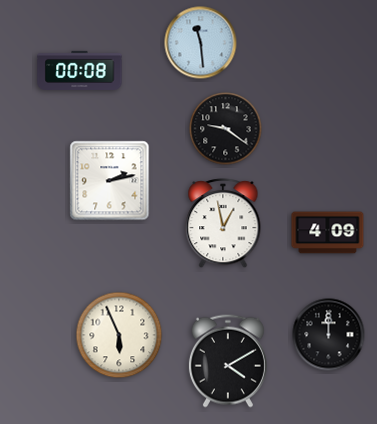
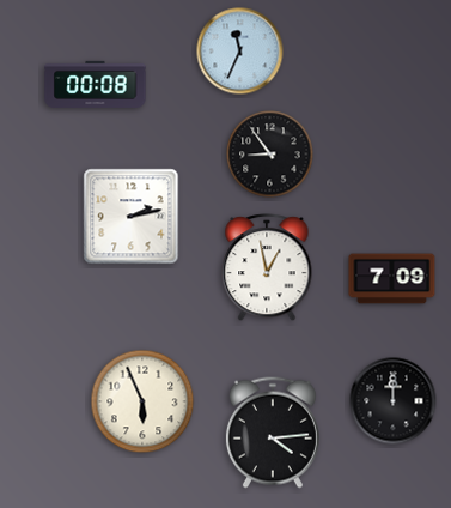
clock at (201, 43): 11:29 -> 11:34
clock at (226, 129): 9:21 -> 8:54
clock at (328, 233): 4:09 -> 7:09
clock at (228, 361): 4:10 -> 4:14
